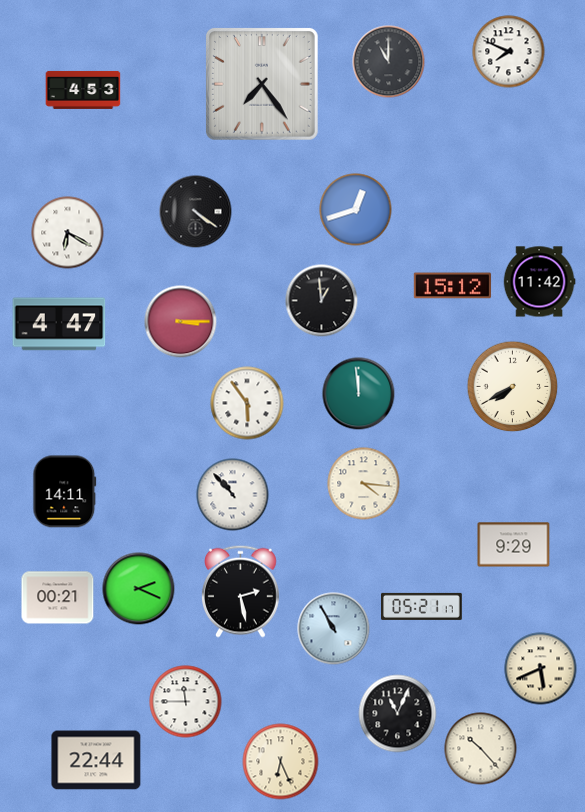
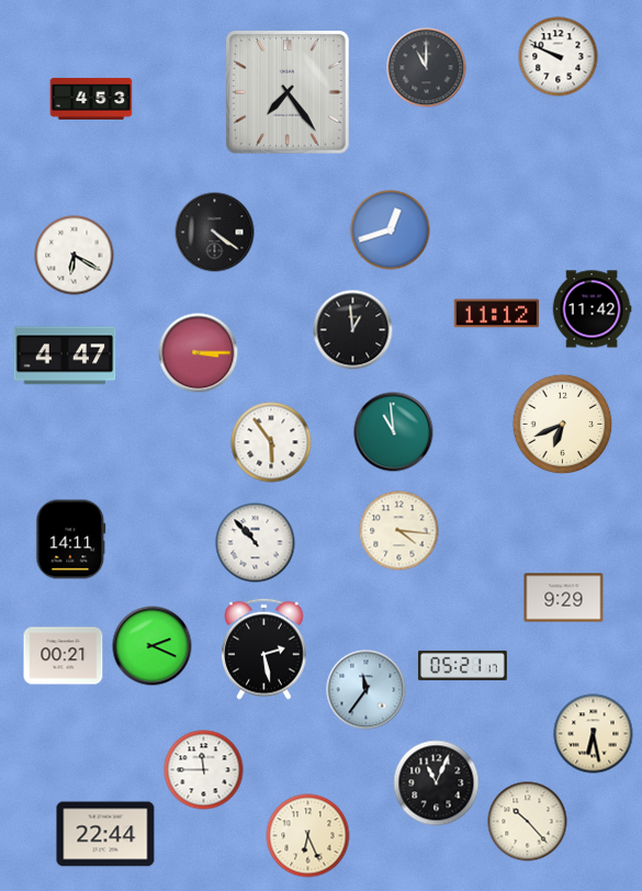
clock at (509, 52): 7:49 -> 9:49
clock at (453, 286): 15:12 -> 11:12
clock at (513, 387): 7:40 -> 6:41
clock at (359, 394): 11:59 -> 10:59
clock at (334, 629): 10:55 -> 11:36
clock at (541, 669): 5:41 -> 6:28
